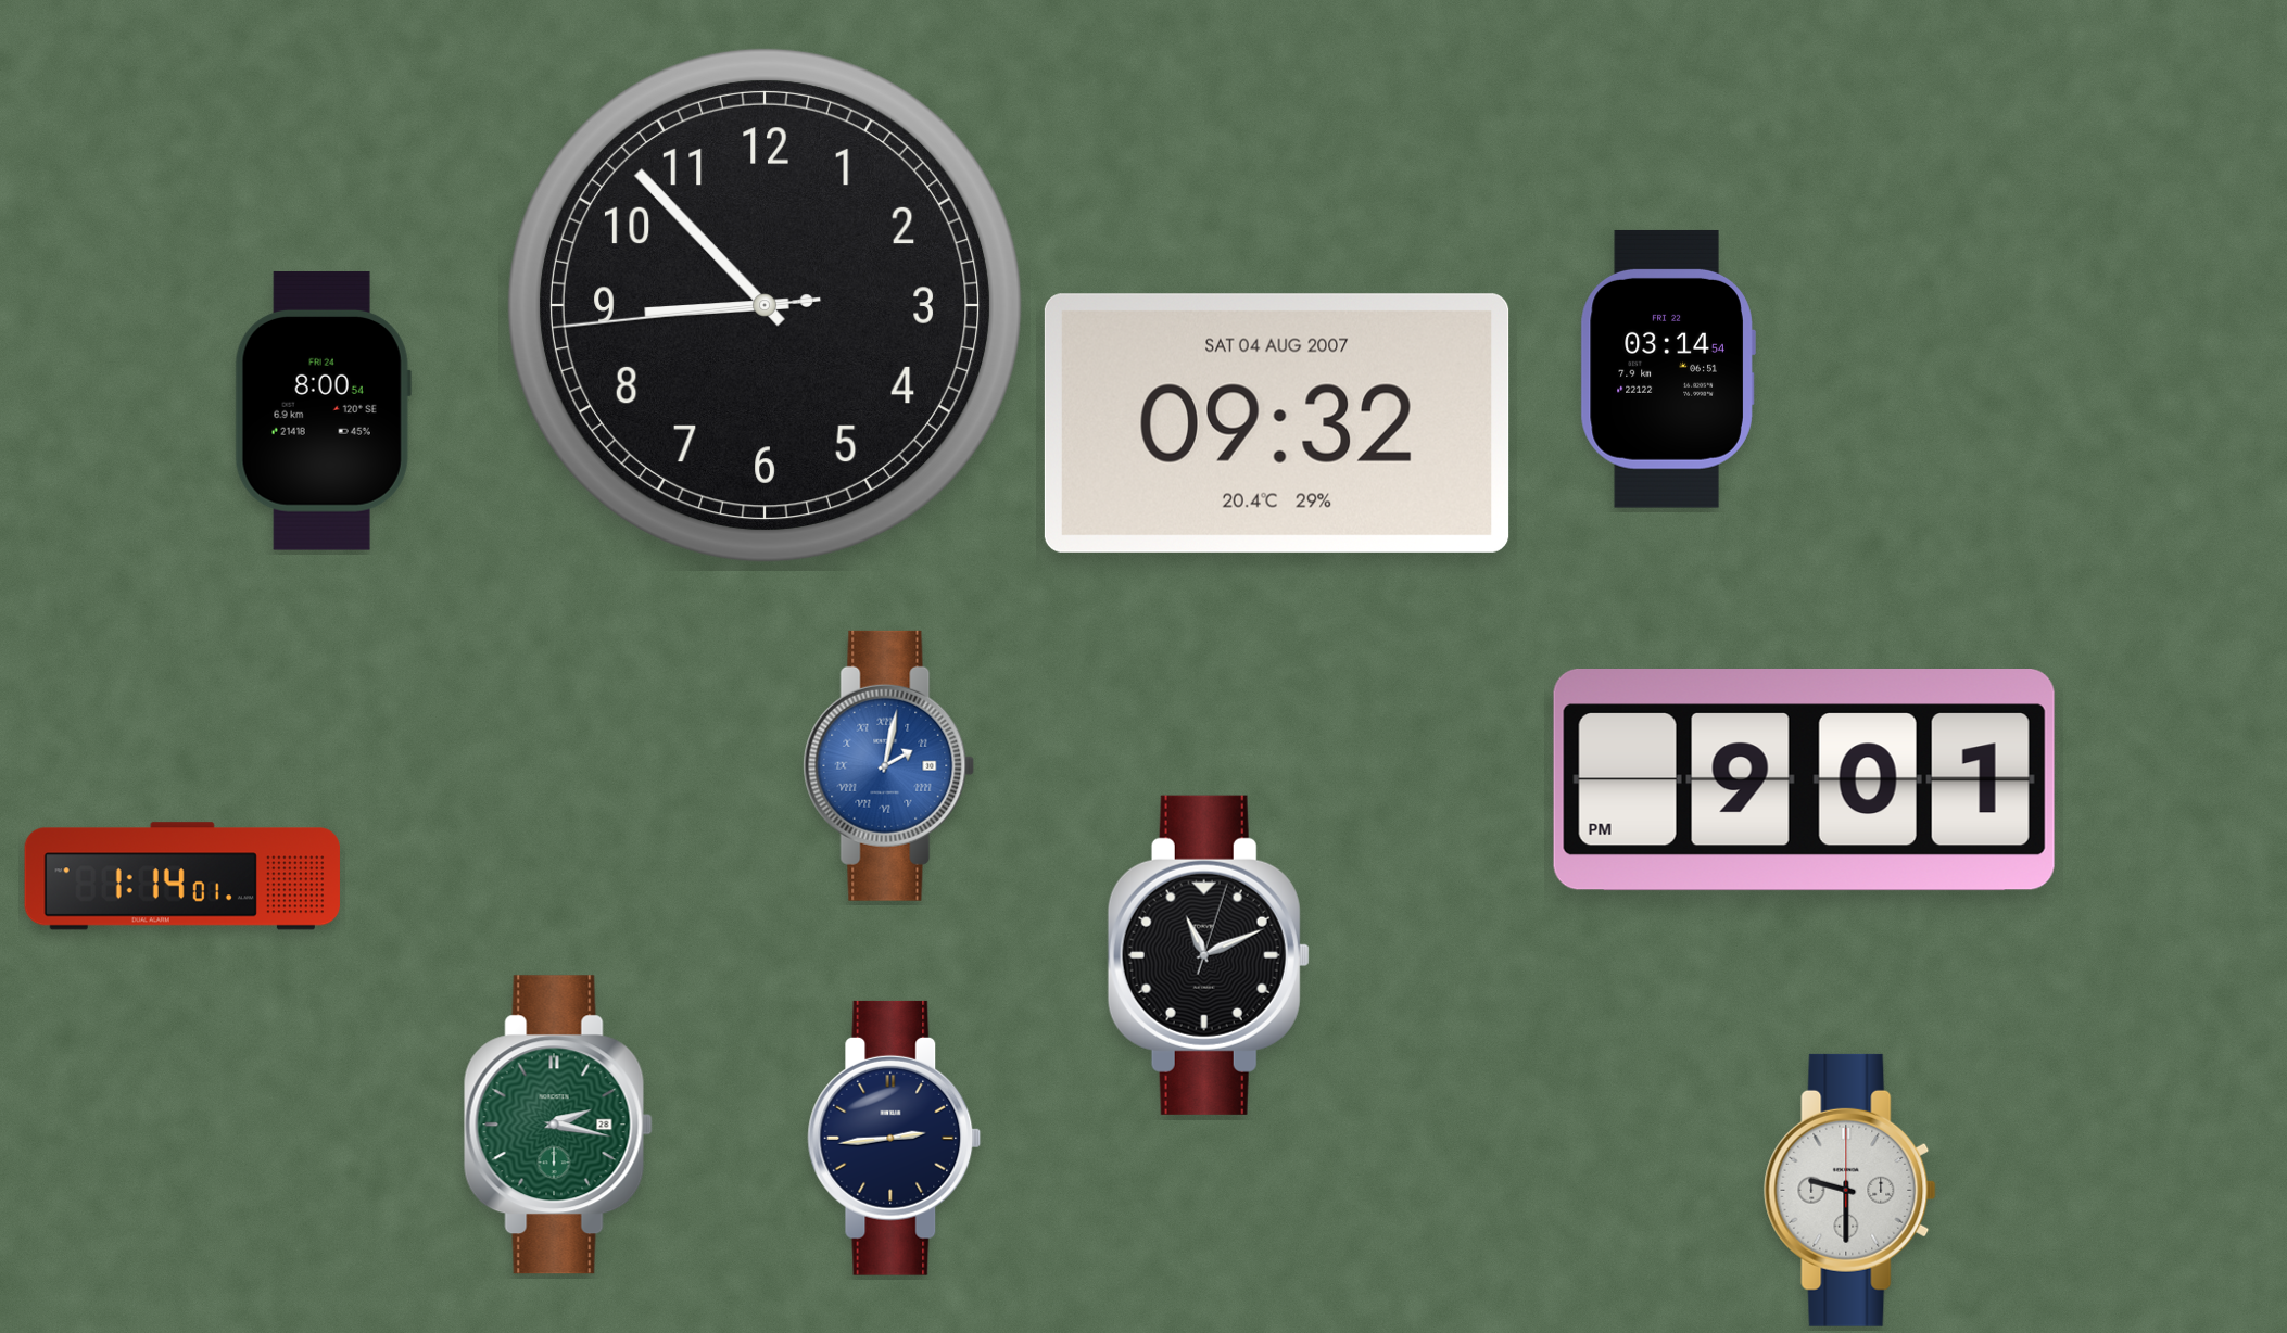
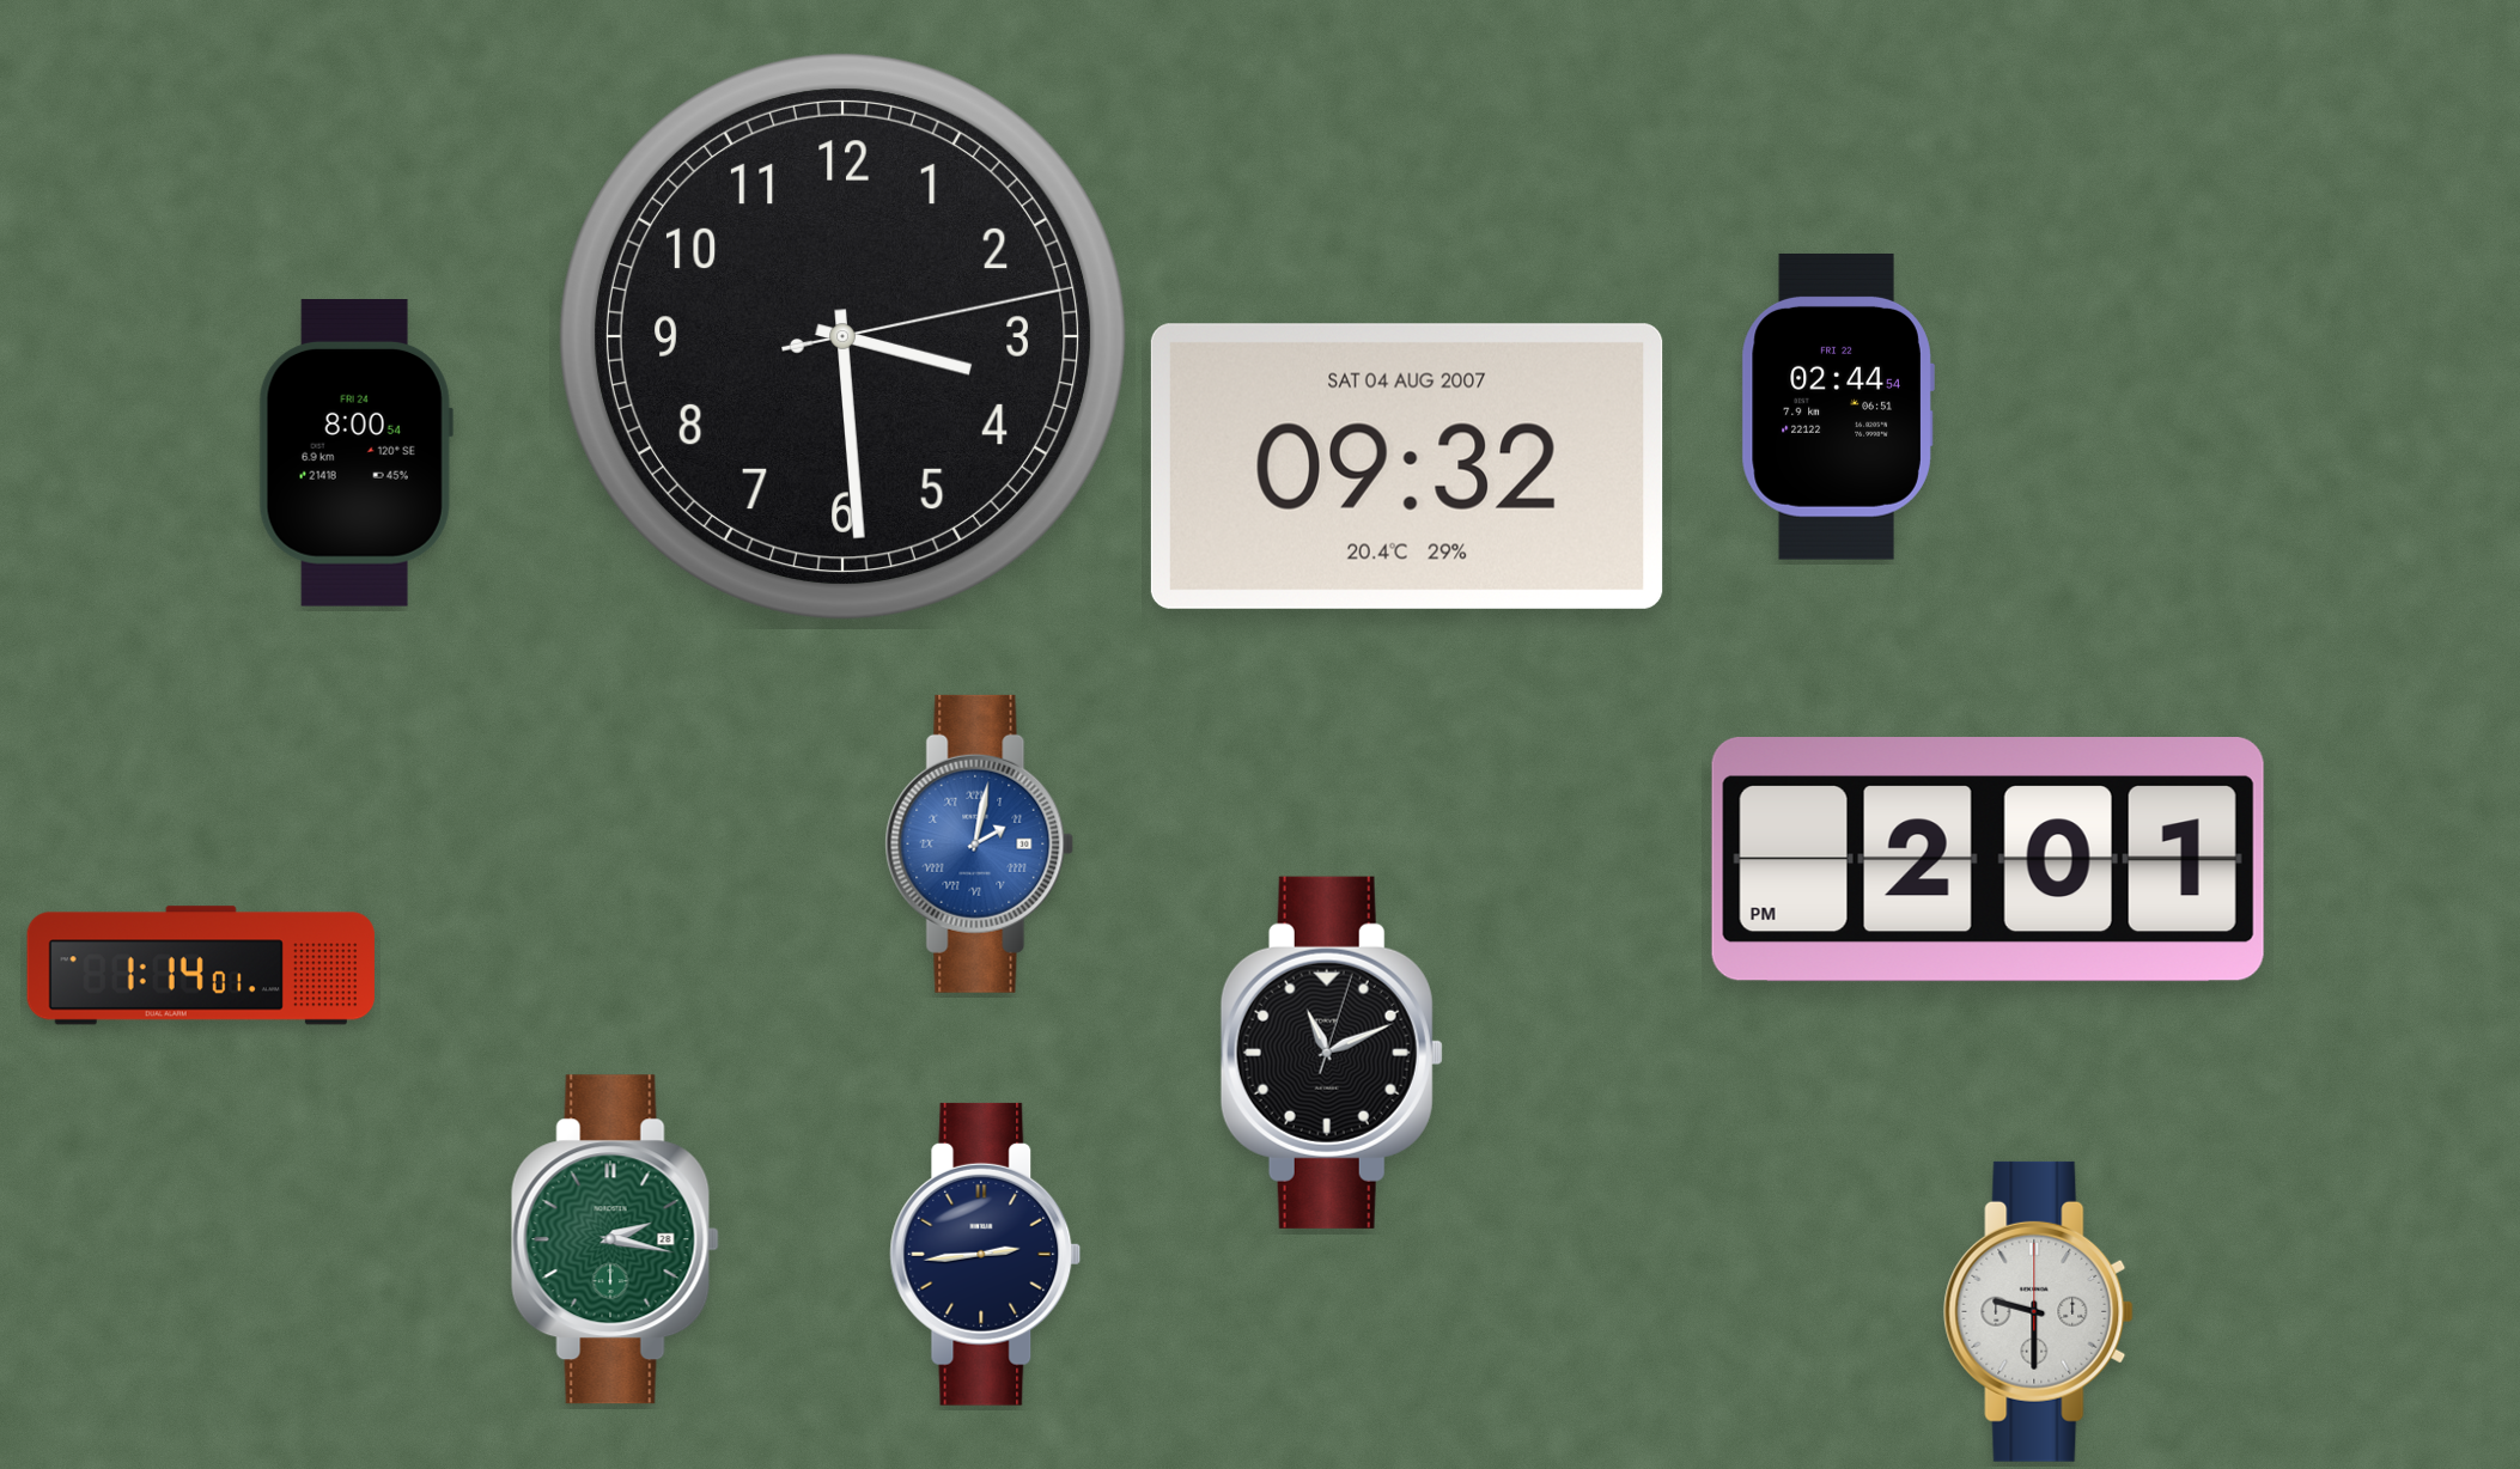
clock at (766, 306): 8:52 -> 3:29
clock at (1668, 369): 03:14 -> 02:44
clock at (1804, 780): 9:01 -> 2:01
